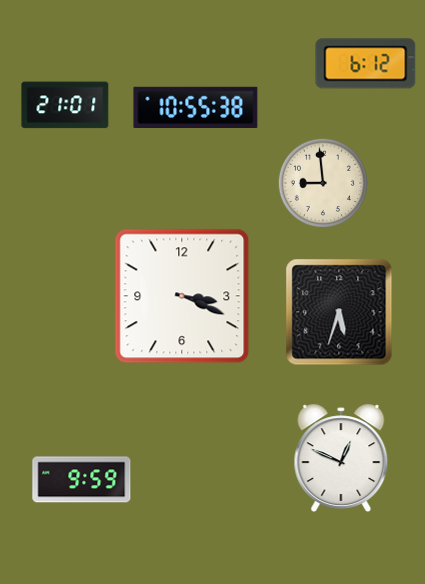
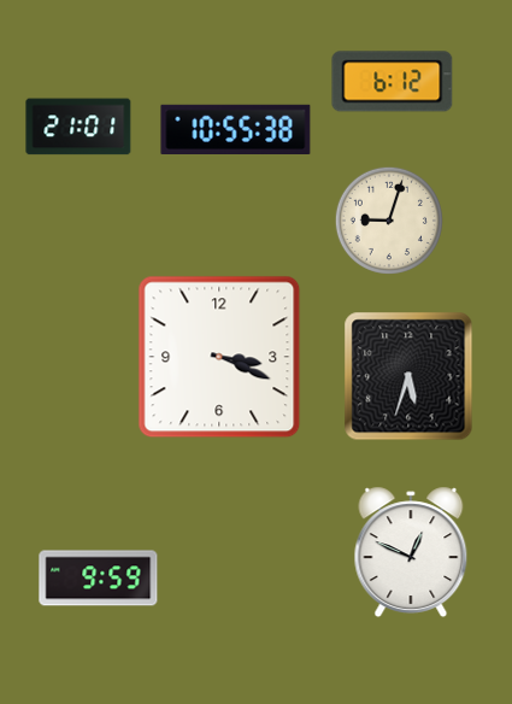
clock at (366, 64) position: (366, 64) -> (393, 82)
clock at (323, 183): 8:59 -> 9:03
